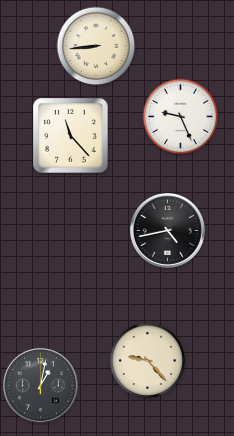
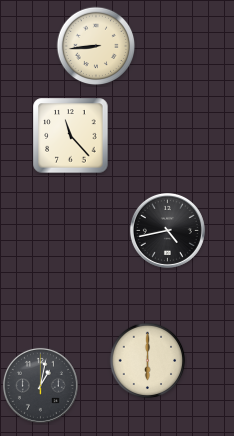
clock at (181, 117): 9:26 -> none
clock at (148, 361): 9:23 -> 6:00
